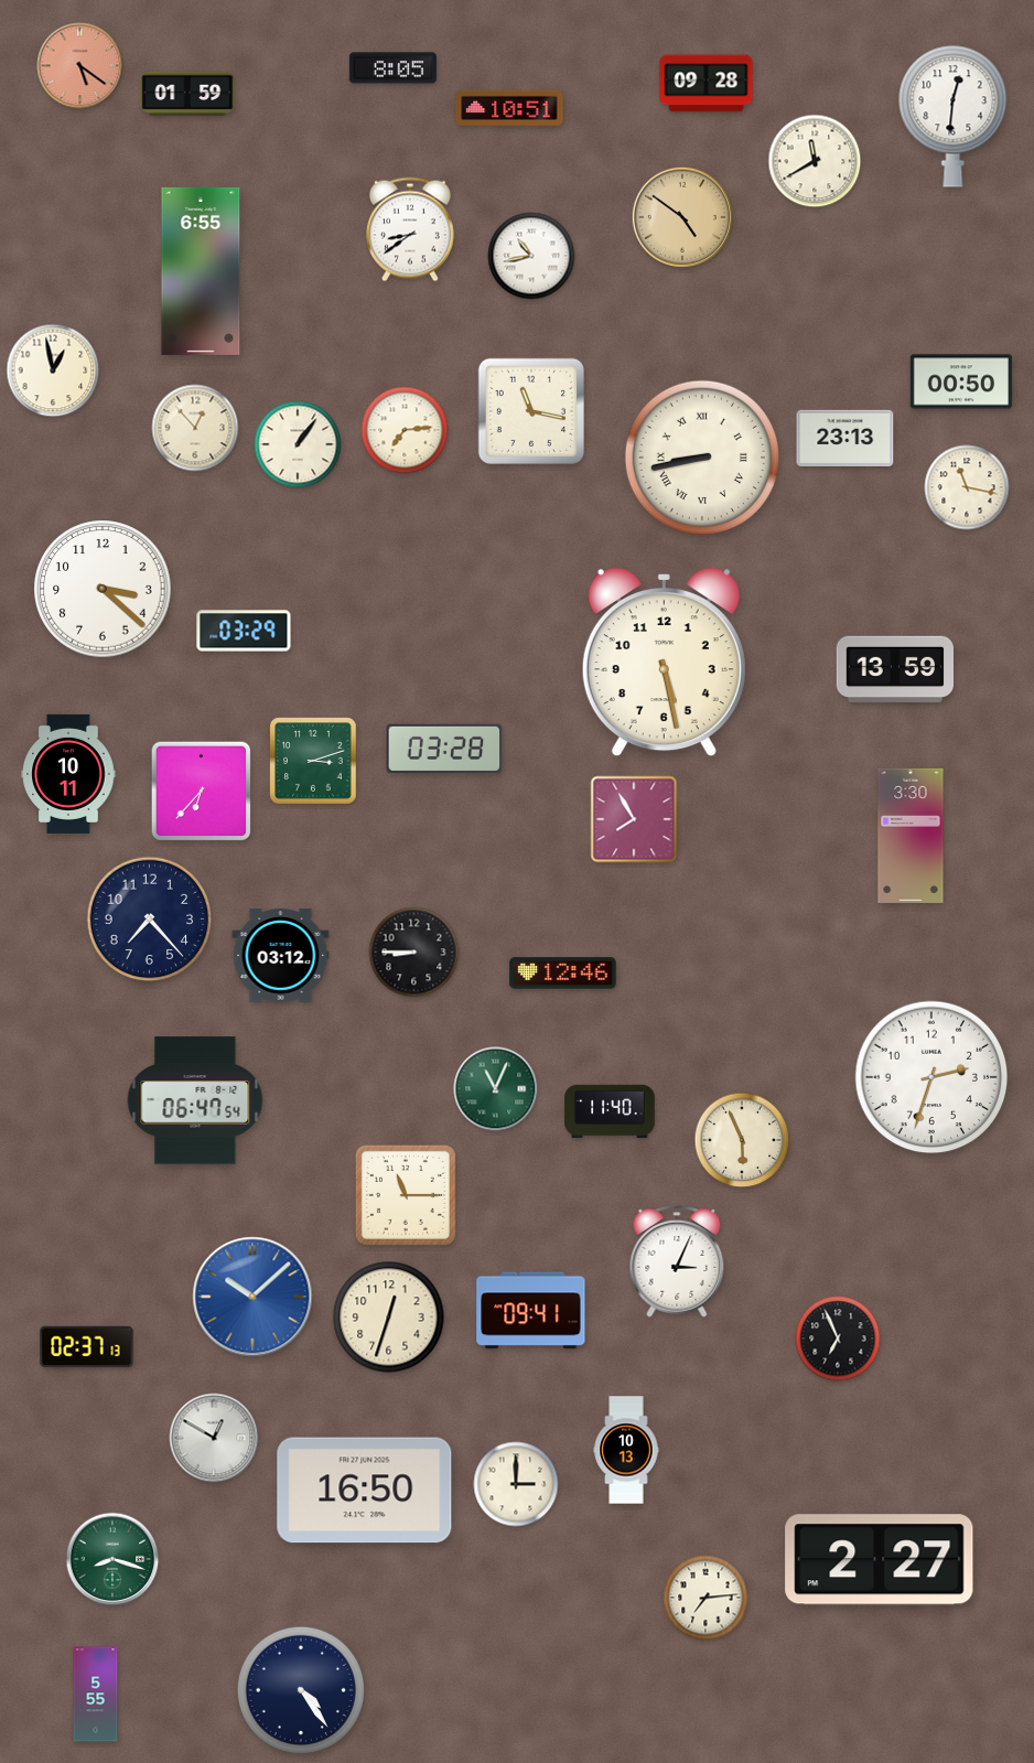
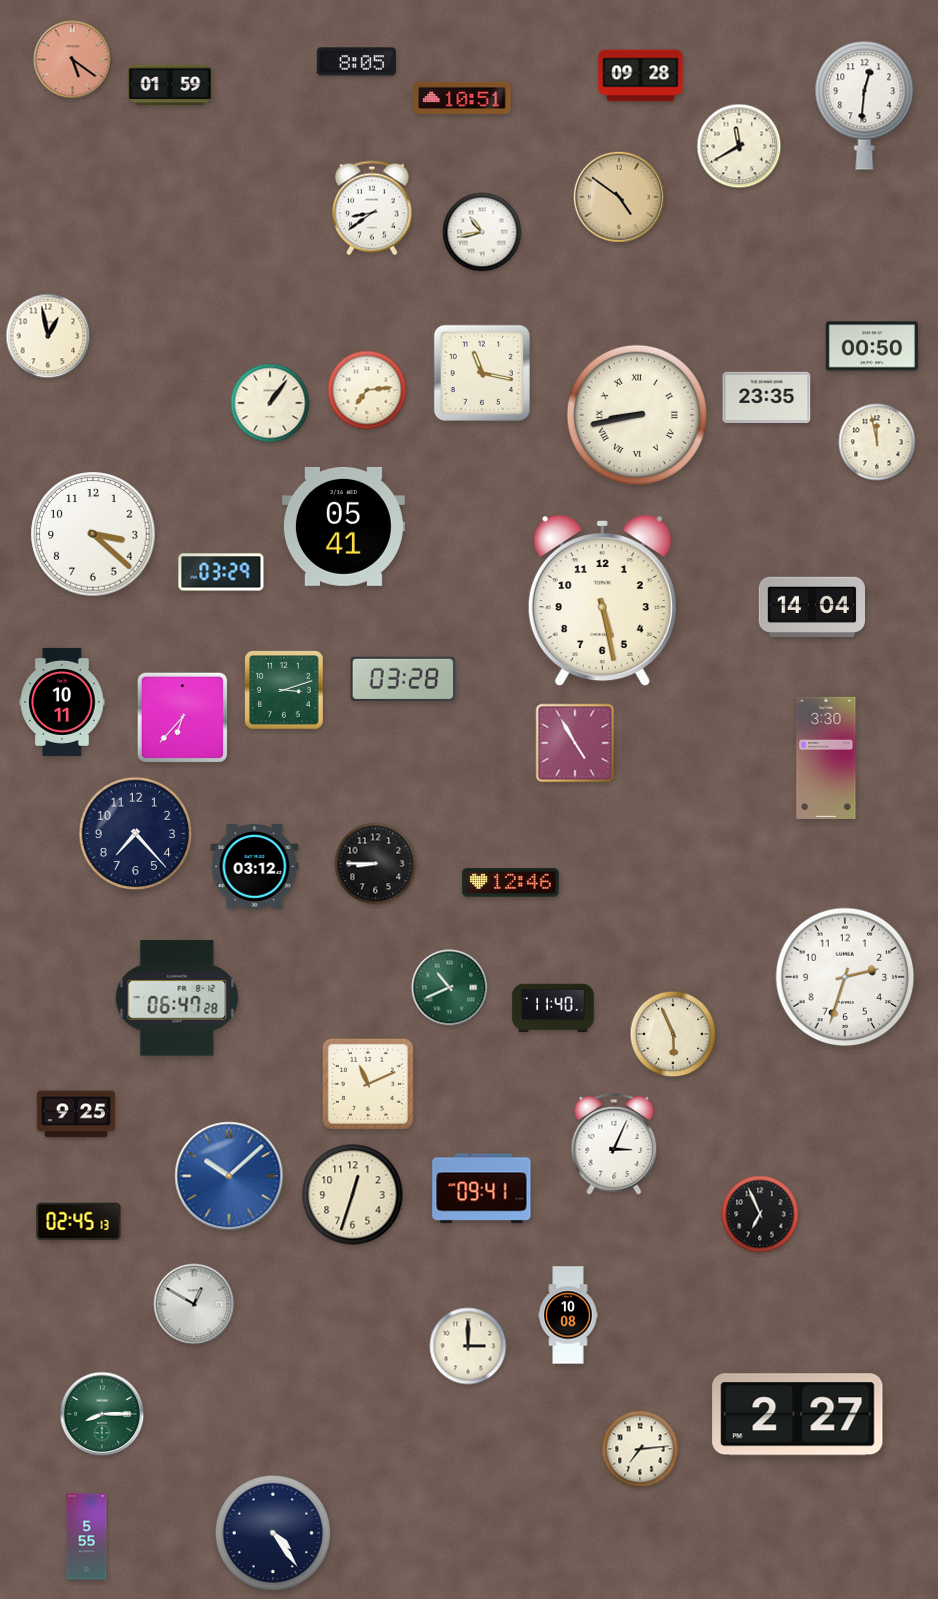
clock at (201, 271): 6:55 -> none
clock at (195, 428): 12:53 -> none
clock at (845, 439): 23:13 -> 23:35
clock at (967, 487): 11:17 -> 11:58
clock at (343, 526): none -> 05:41
clock at (895, 668): 13:59 -> 14:04
clock at (634, 819): 7:55 -> 4:55
clock at (496, 1089): 11:04 -> 10:41
clock at (195, 1100): 06:47:54 -> 06:47:28
clock at (406, 1195): 11:15 -> 11:11
clock at (75, 1114): none -> 9:25
clock at (87, 1347): 02:37 -> 02:45
clock at (626, 1450): 10:13 -> 10:08
clock at (365, 1491): 16:50 -> none
clock at (112, 1559): 8:18 -> 8:15
